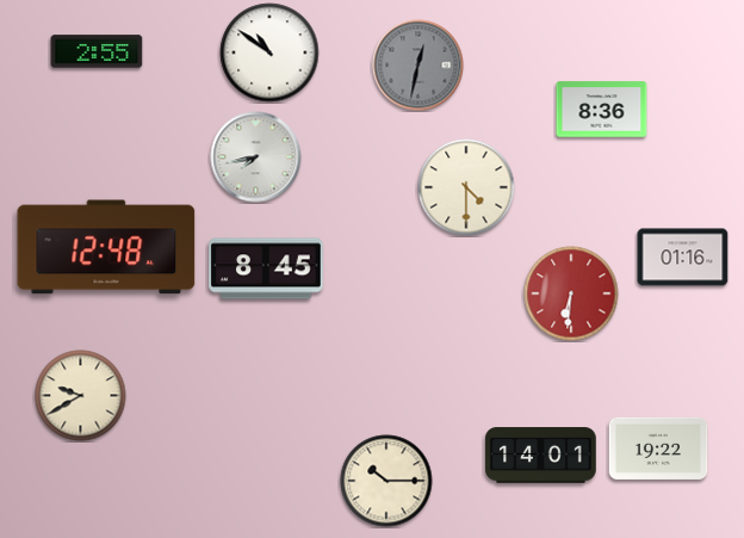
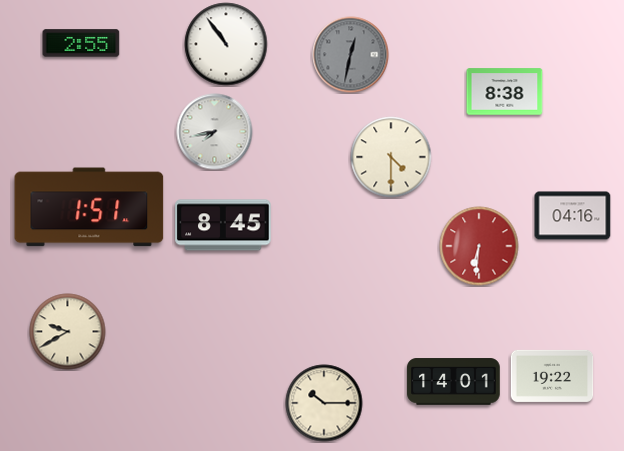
clock at (269, 52): 10:51 -> 10:54
clock at (602, 110): 8:36 -> 8:38
clock at (106, 247): 12:48 -> 1:51
clock at (683, 258): 01:16 -> 04:16
